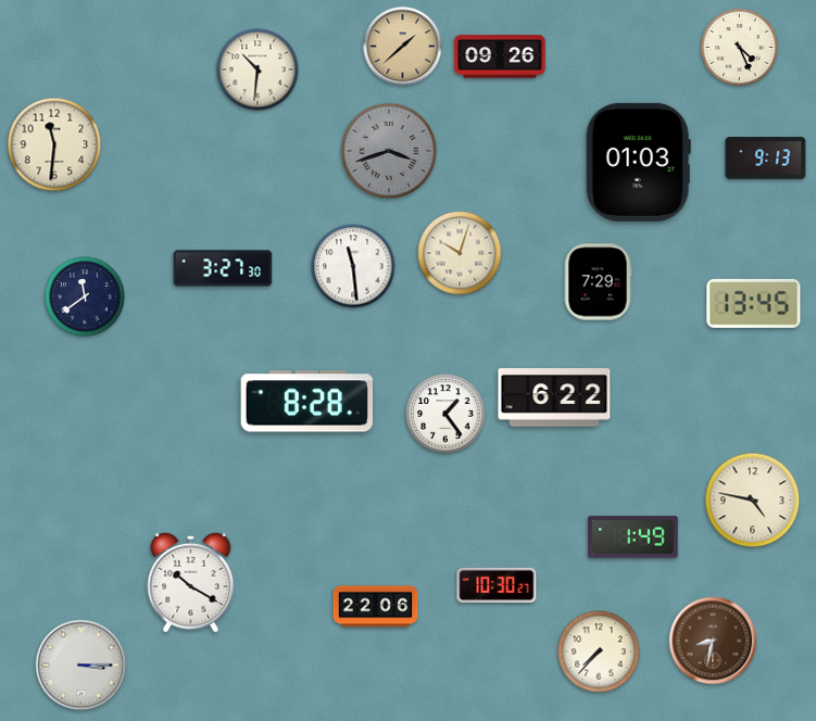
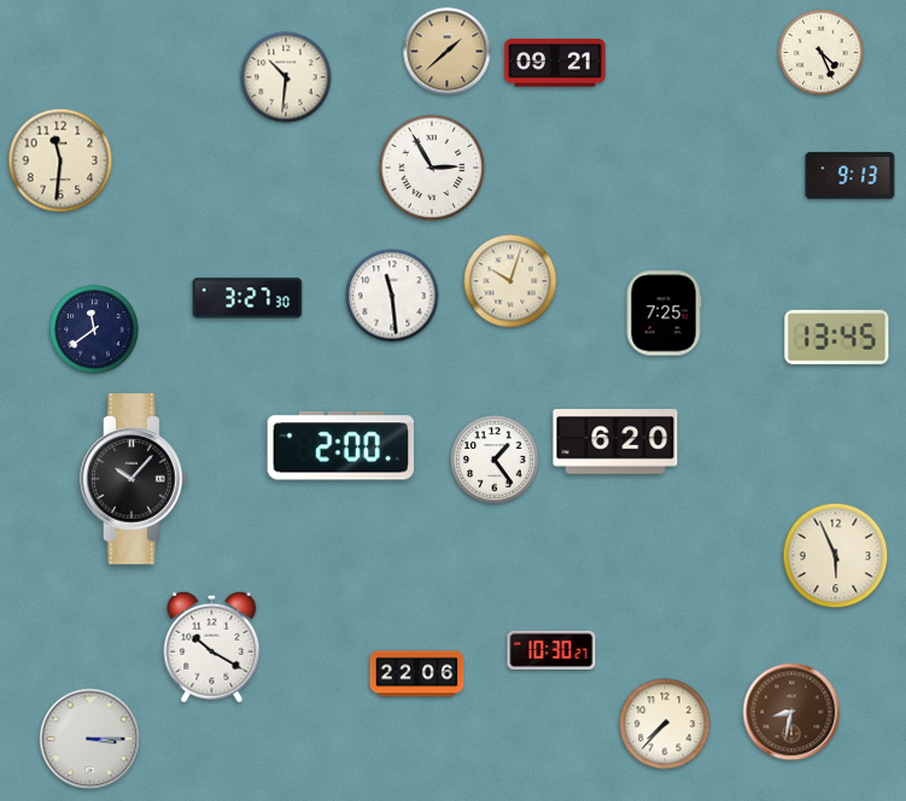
clock at (500, 56): 09:26 -> 09:21
clock at (389, 151): 3:42 -> 2:55
clock at (389, 151) dial: grey -> white
clock at (638, 162): 01:03 -> none
clock at (598, 282): 7:29 -> 7:25
clock at (554, 397): 6:22 -> 6:20
clock at (306, 402): 8:28 -> 2:00
clock at (134, 479): none -> 10:07
clock at (753, 501): 4:47 -> 5:56
clock at (633, 537): 1:49 -> none
